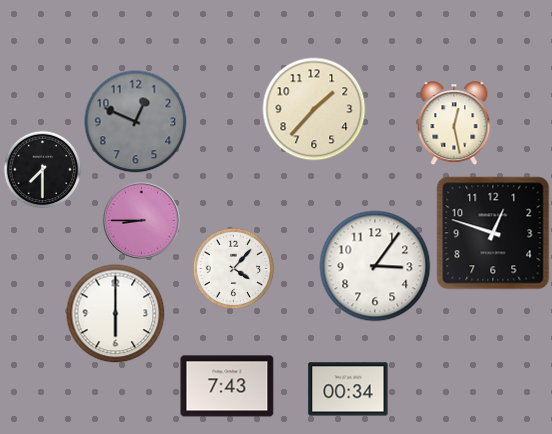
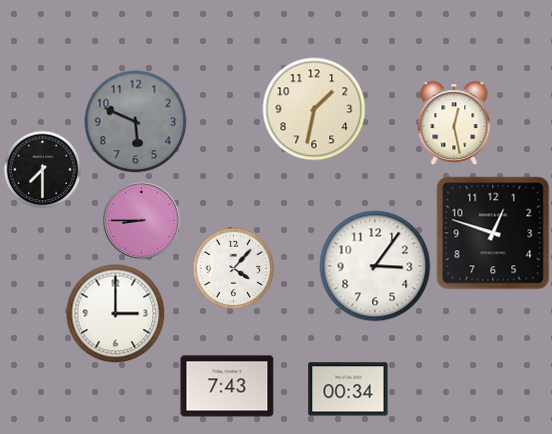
clock at (314, 109): 1:37 -> 1:32
clock at (136, 122): 12:49 -> 5:49
clock at (116, 314): 6:00 -> 3:00
